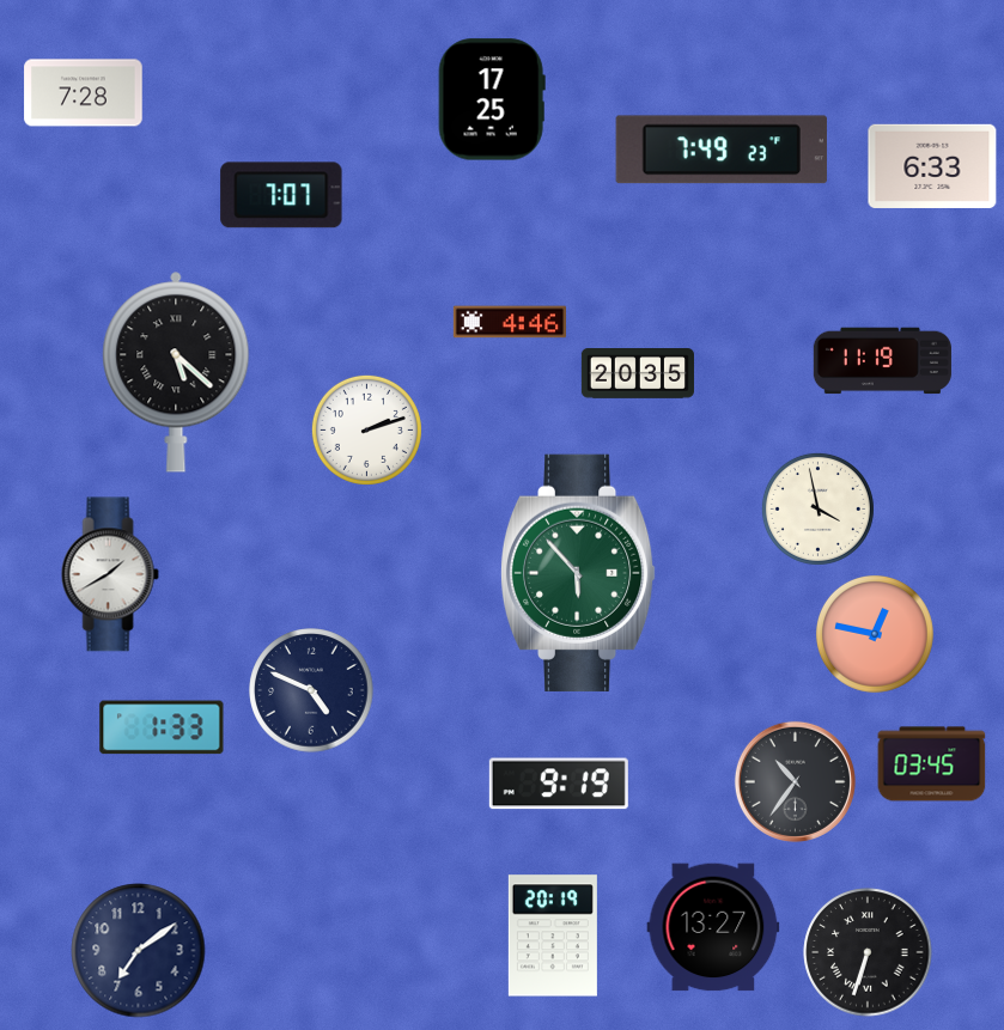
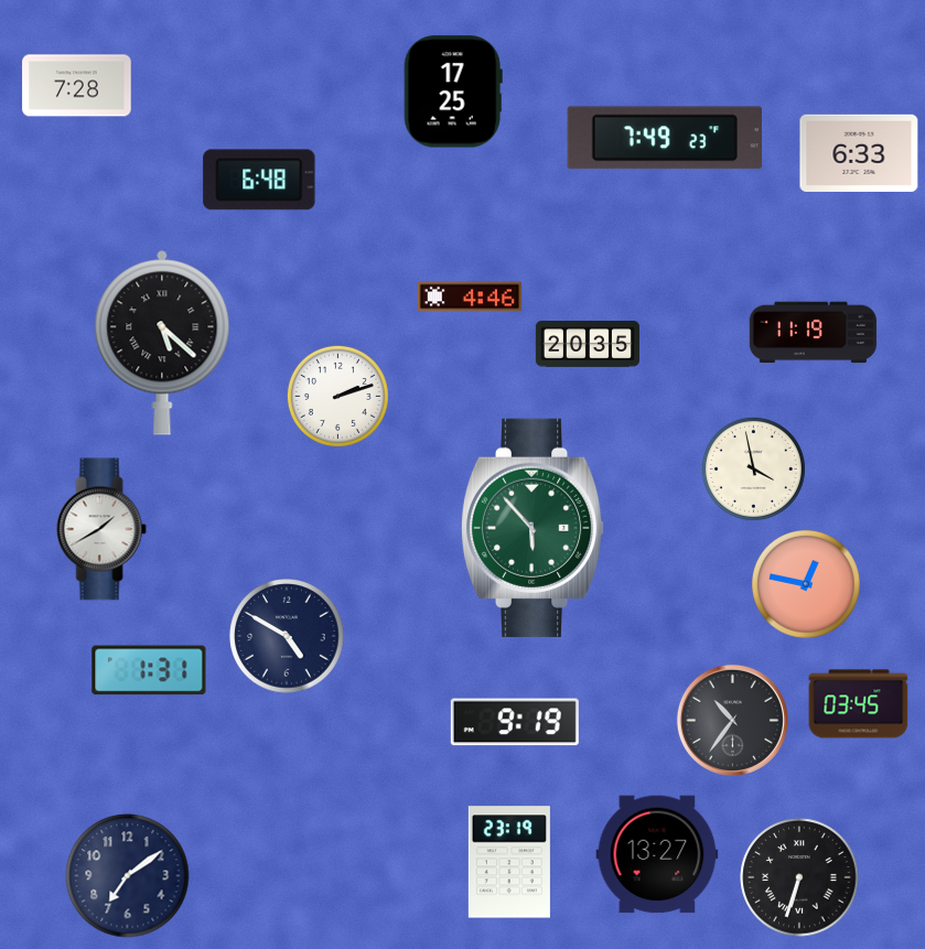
clock at (281, 195): 7:07 -> 6:48
clock at (311, 690): 4:49 -> 4:50
clock at (162, 727): 1:33 -> 1:31
clock at (553, 935): 20:19 -> 23:19
